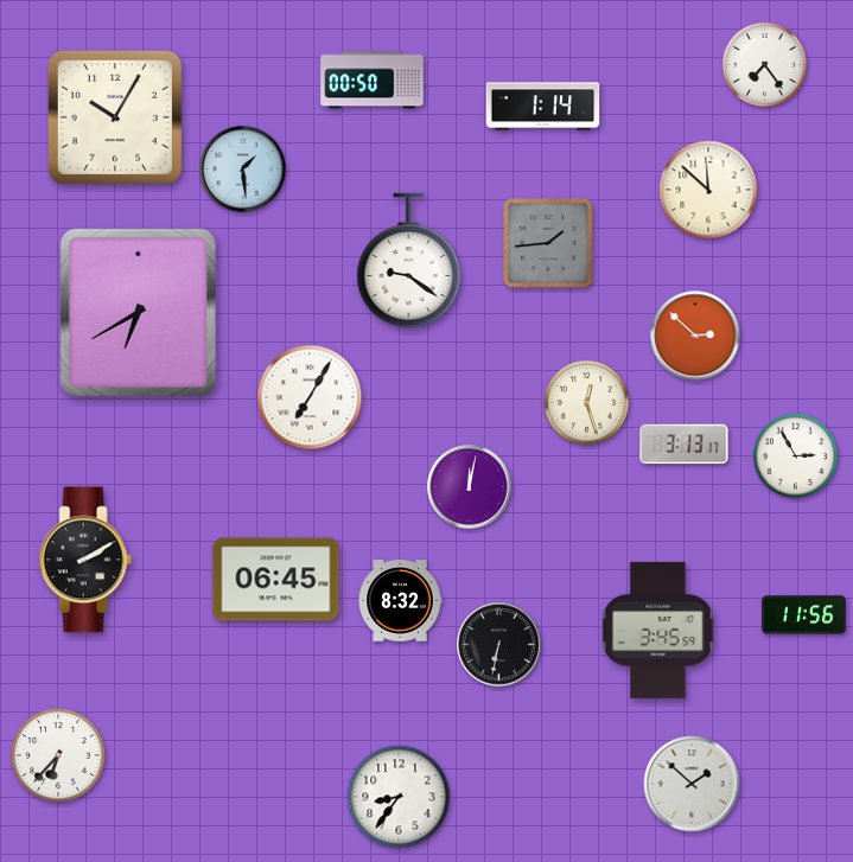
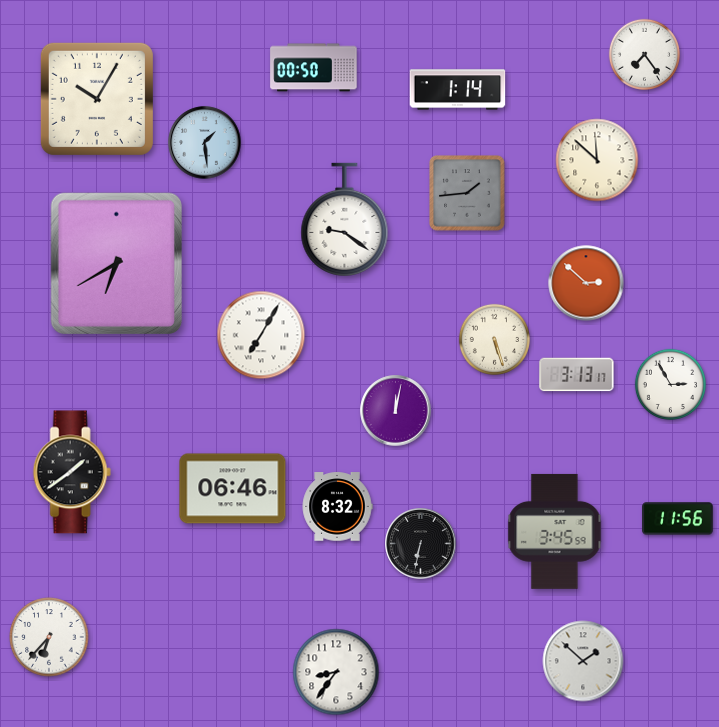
clock at (548, 243) position: (548, 243) -> (467, 193)
clock at (586, 402): 12:27 -> 5:27
clock at (85, 560): 2:10 -> 1:39
clock at (276, 580): 06:45 -> 06:46
